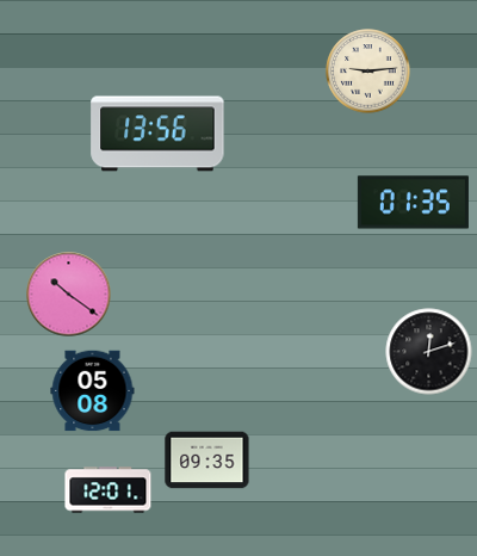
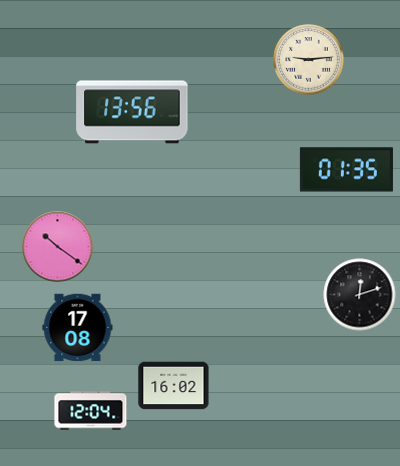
clock at (93, 391): 05:08 -> 17:08
clock at (207, 461): 09:35 -> 16:02
clock at (109, 490): 12:01 -> 12:04
